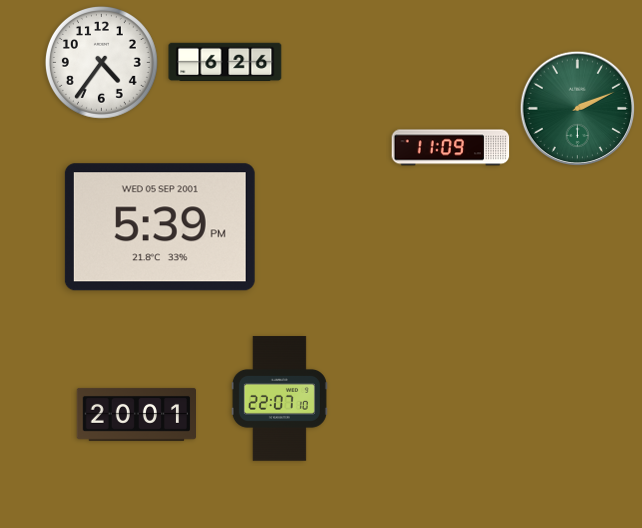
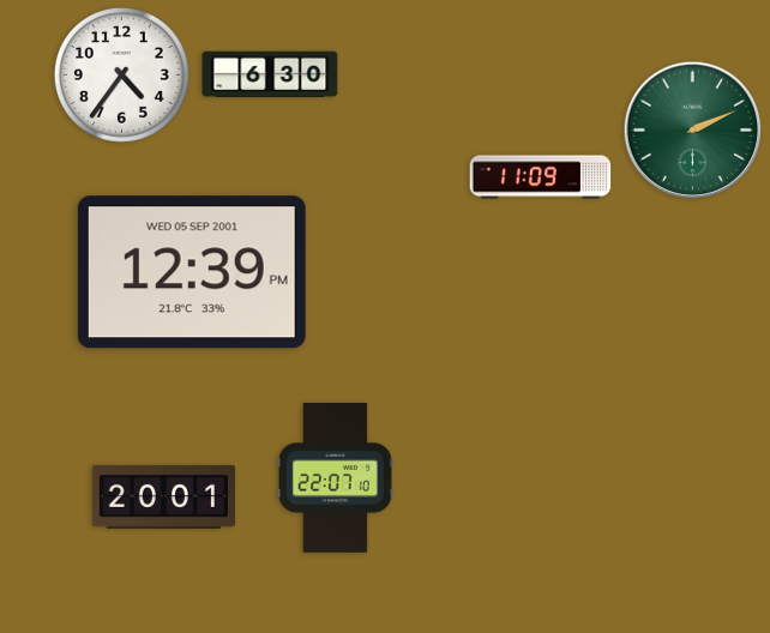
clock at (225, 61): 6:26 -> 6:30
clock at (160, 227): 5:39 -> 12:39
